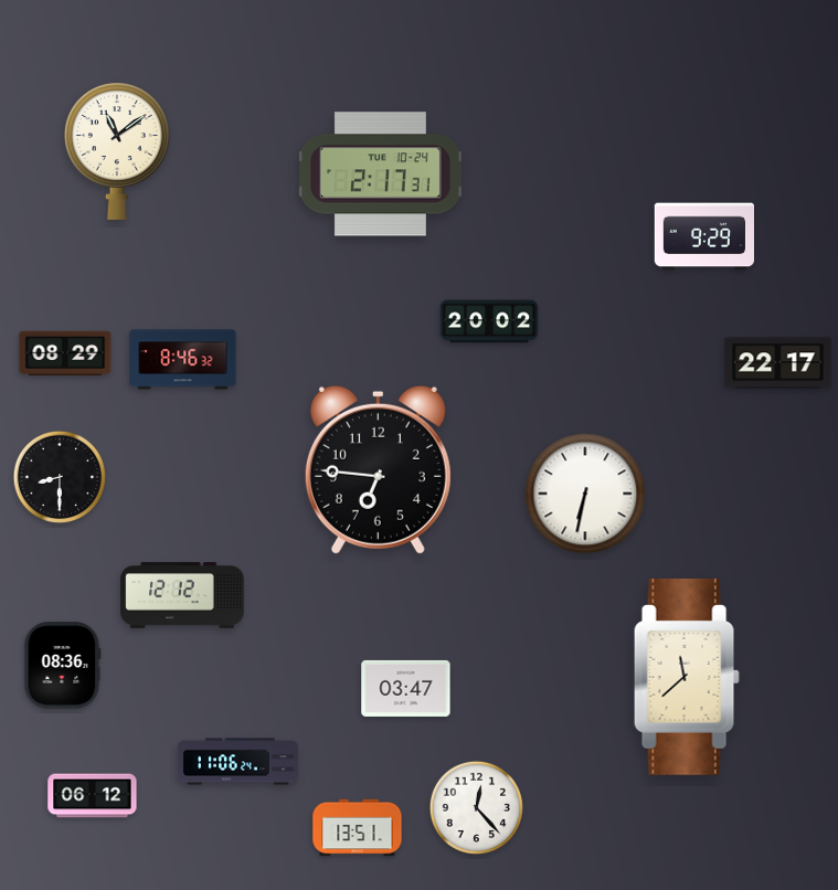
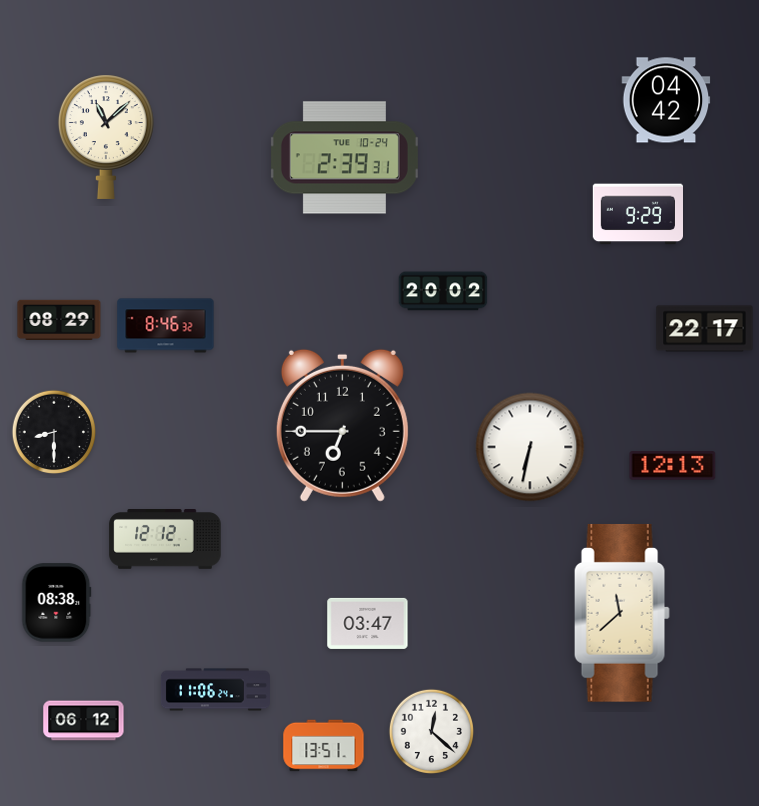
clock at (666, 100): none -> 04:42
clock at (117, 151): 11:09 -> 11:08
clock at (380, 174): 2:17 -> 2:39
clock at (378, 469): 6:46 -> 6:45
clock at (673, 466): none -> 12:13
clock at (63, 666): 08:36 -> 08:38
clock at (476, 807): 12:23 -> 12:22
clock at (358, 828) position: (358, 828) -> (324, 746)
